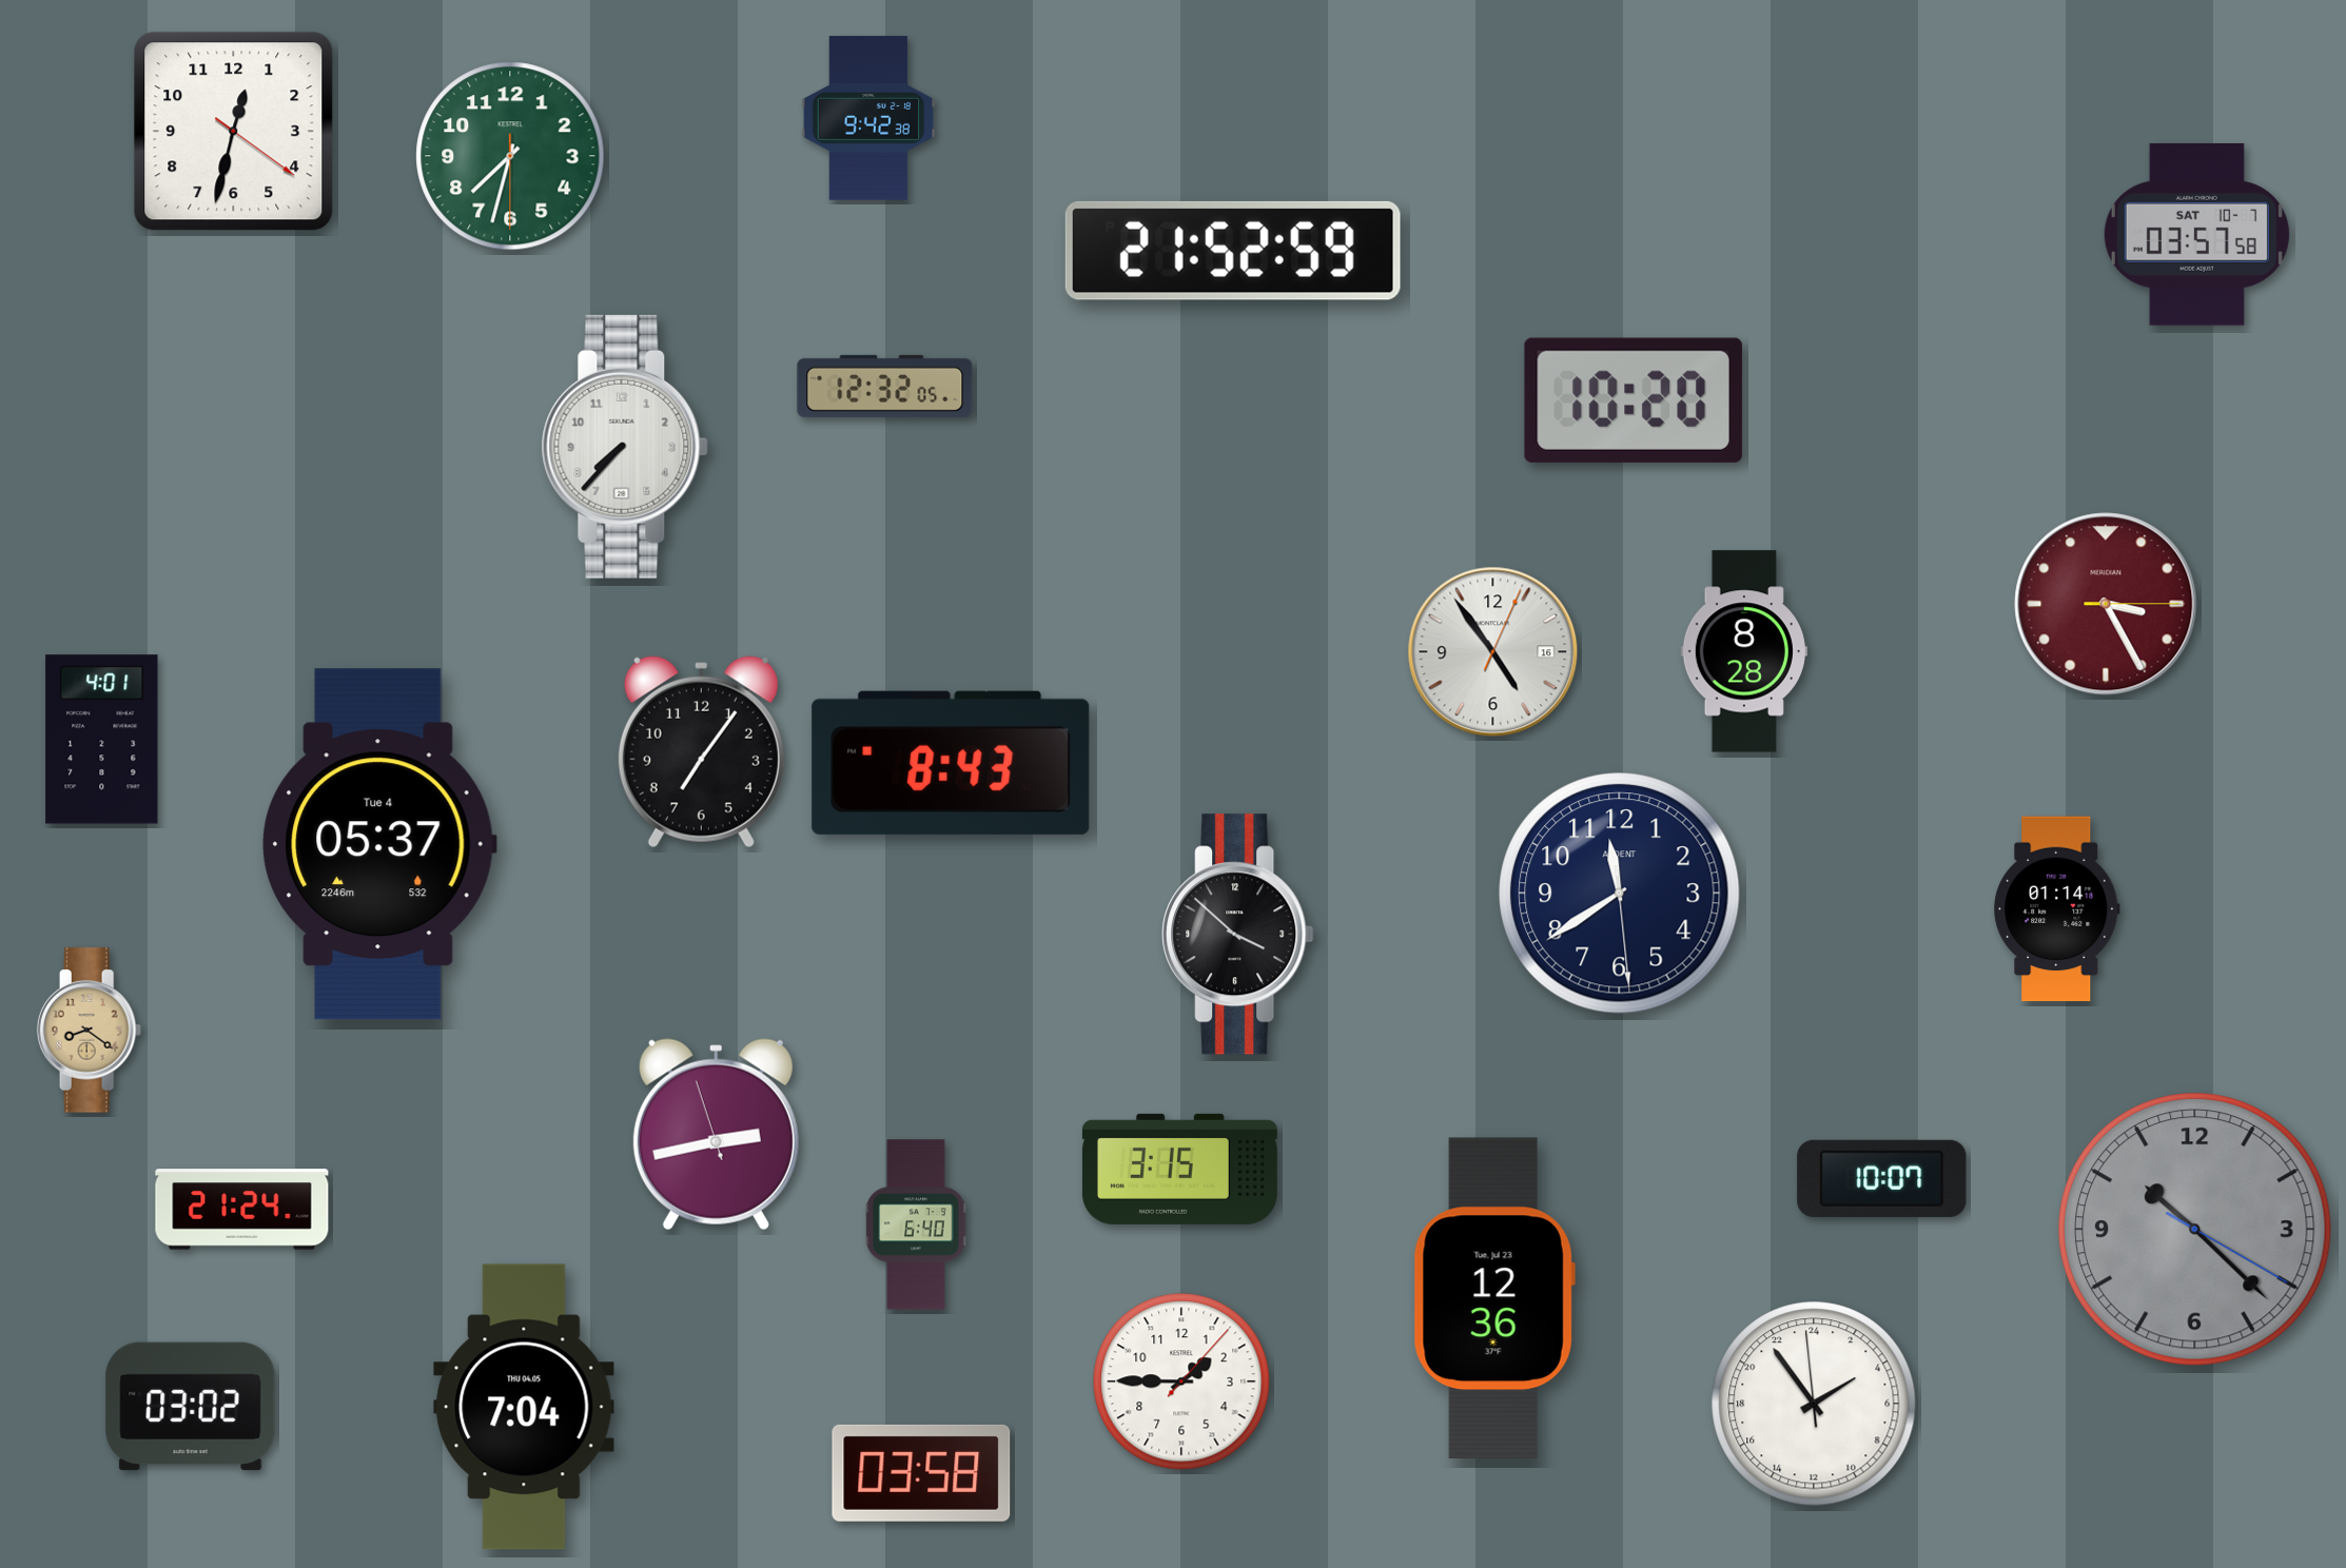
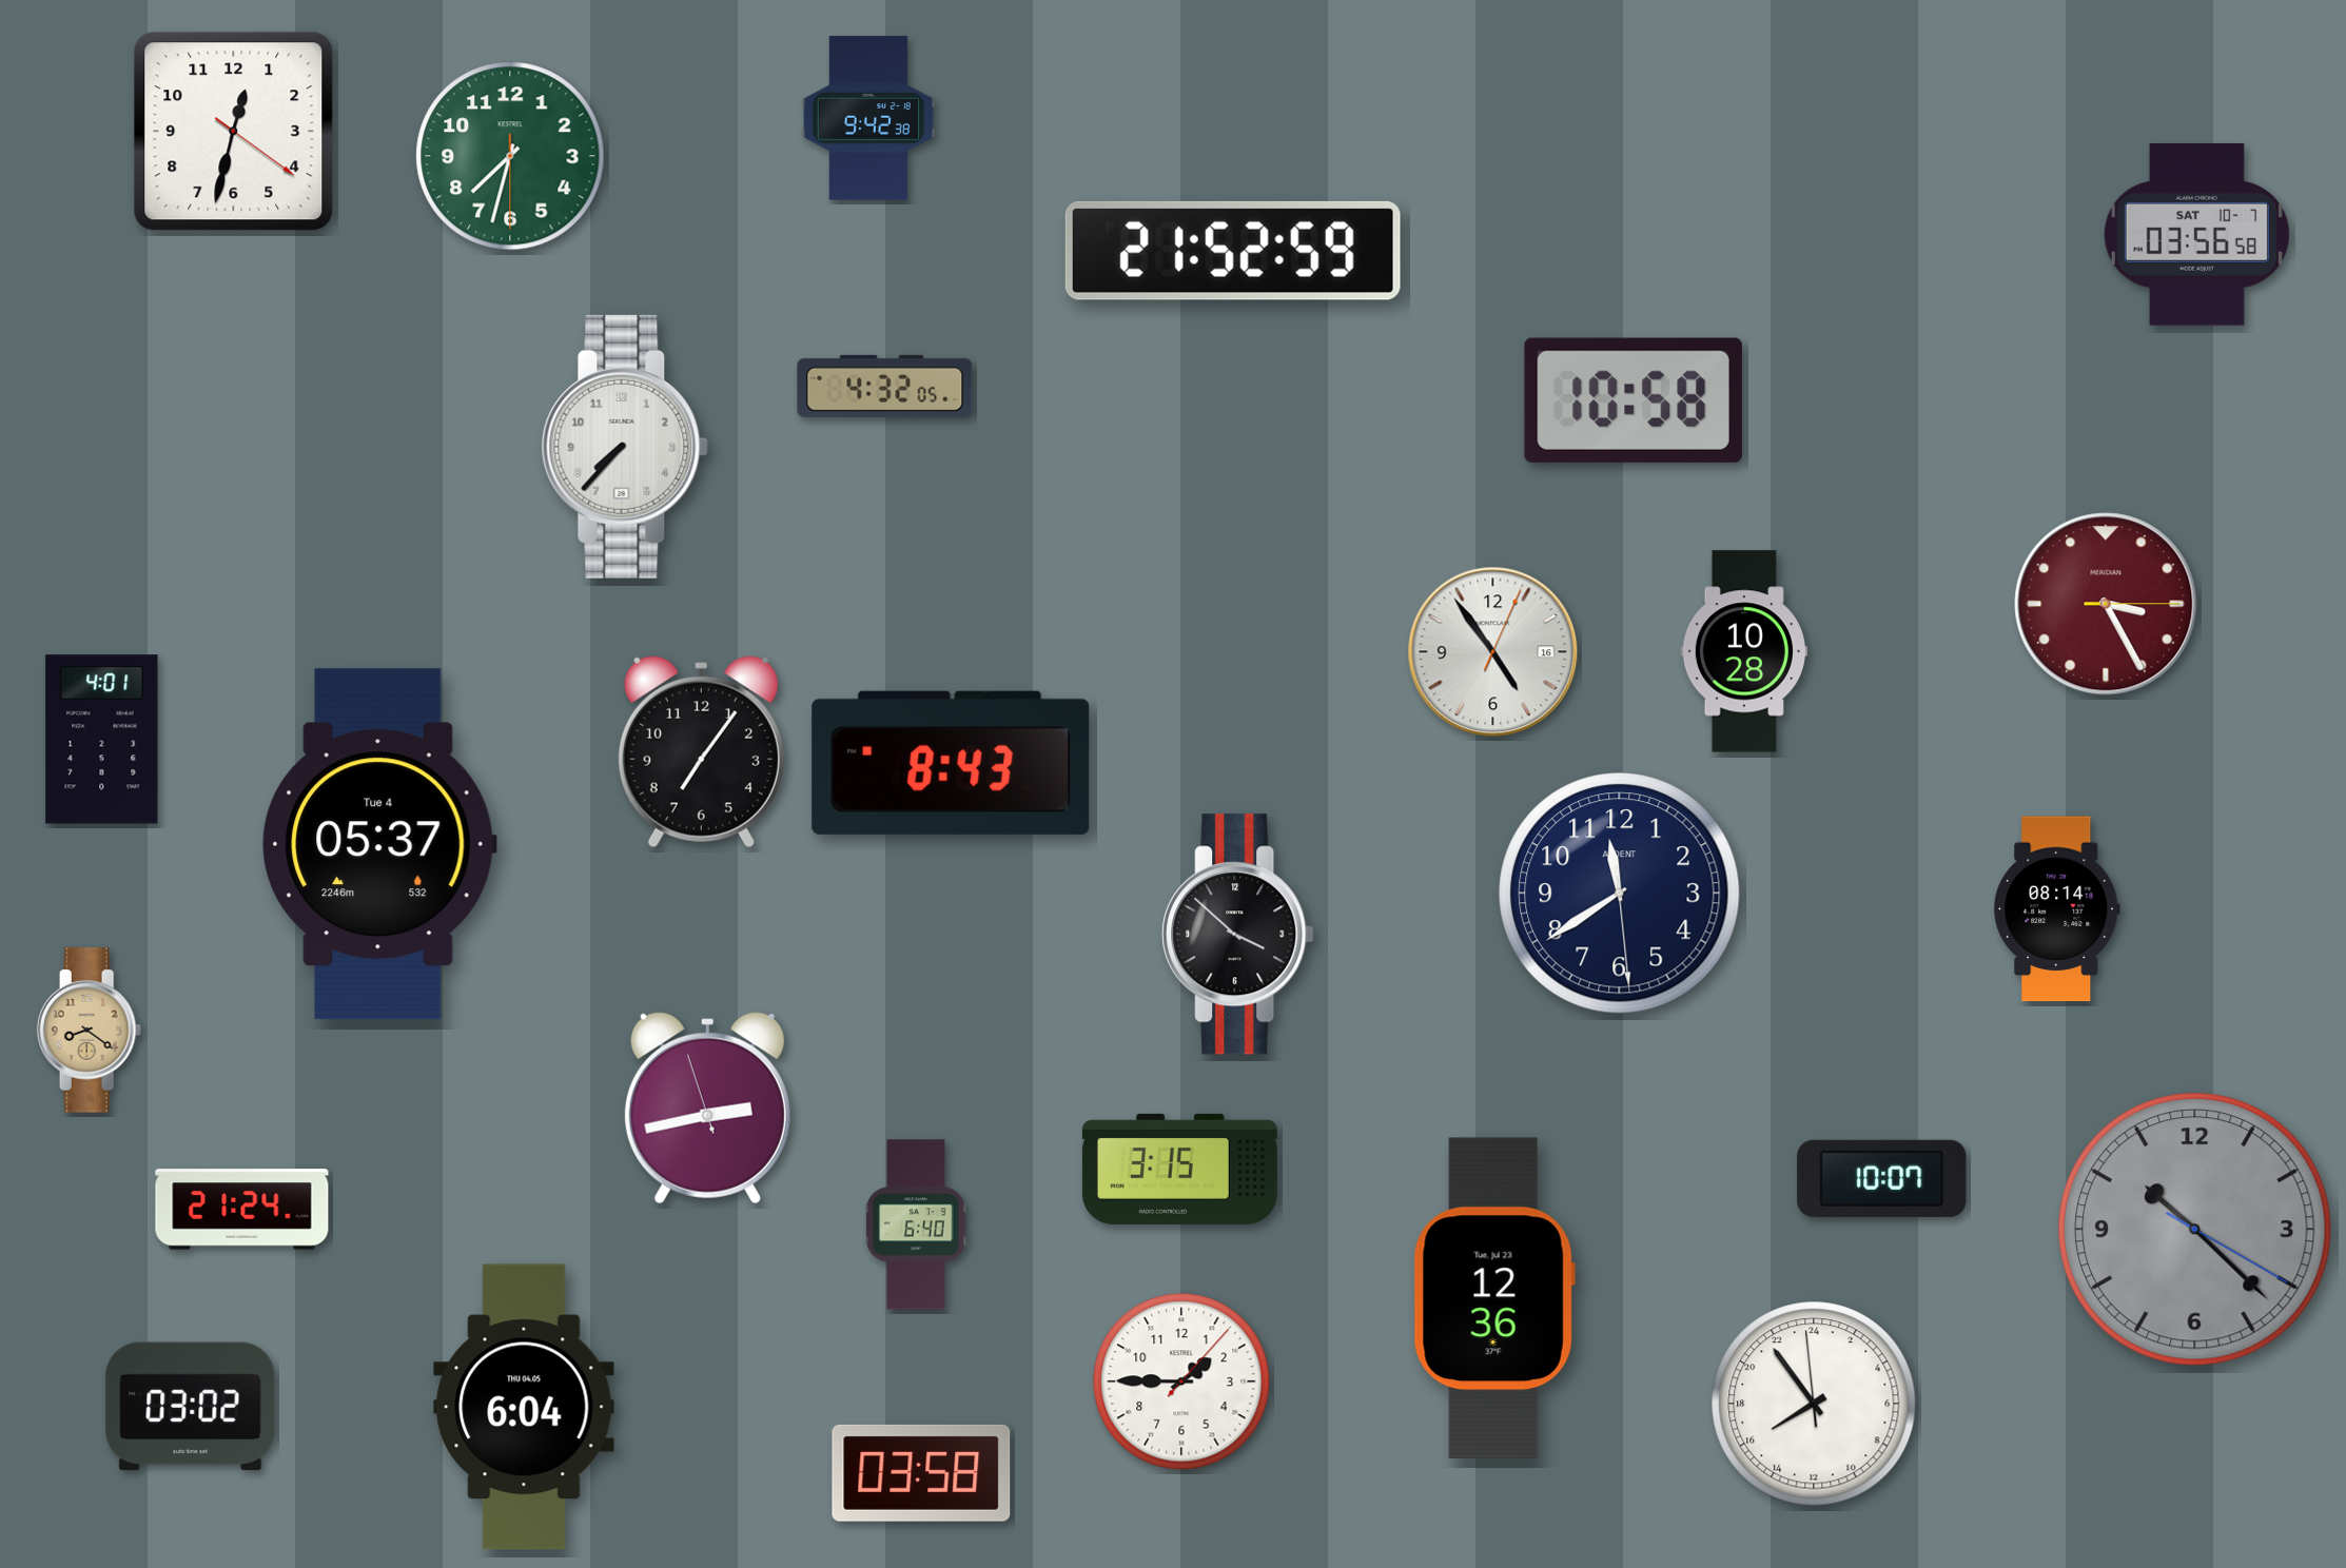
clock at (2196, 234): 03:57 -> 03:56
clock at (885, 386): 12:32 -> 4:32
clock at (1634, 400): 10:20 -> 10:58
clock at (1744, 651): 8:28 -> 10:28
clock at (2057, 909): 01:14 -> 08:14
clock at (716, 1135) position: (716, 1135) -> (707, 1109)
clock at (1814, 1404): 3:53 -> 15:53
clock at (524, 1407): 7:04 -> 6:04
